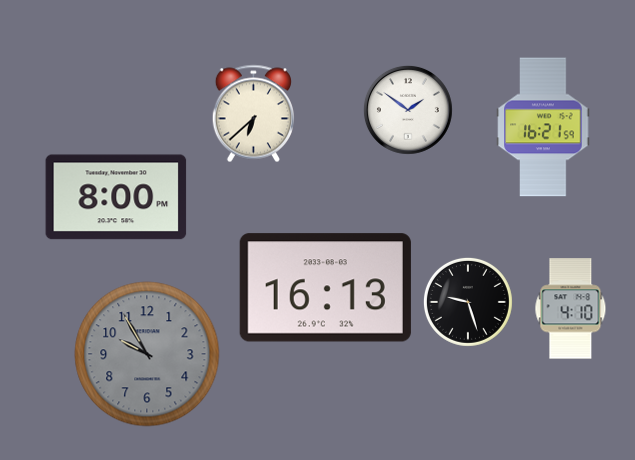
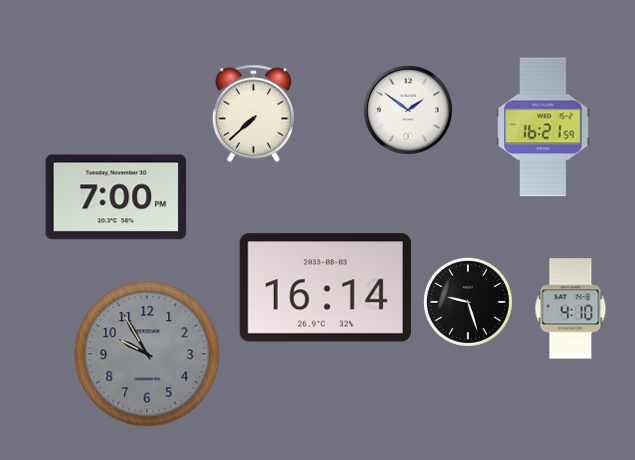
clock at (253, 114): 6:38 -> 7:38
clock at (116, 197): 8:00 -> 7:00
clock at (325, 288): 16:13 -> 16:14
